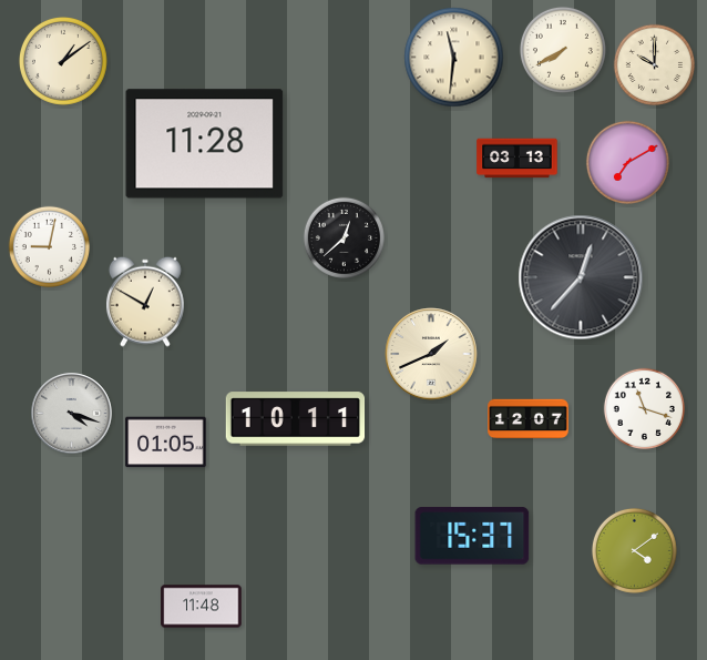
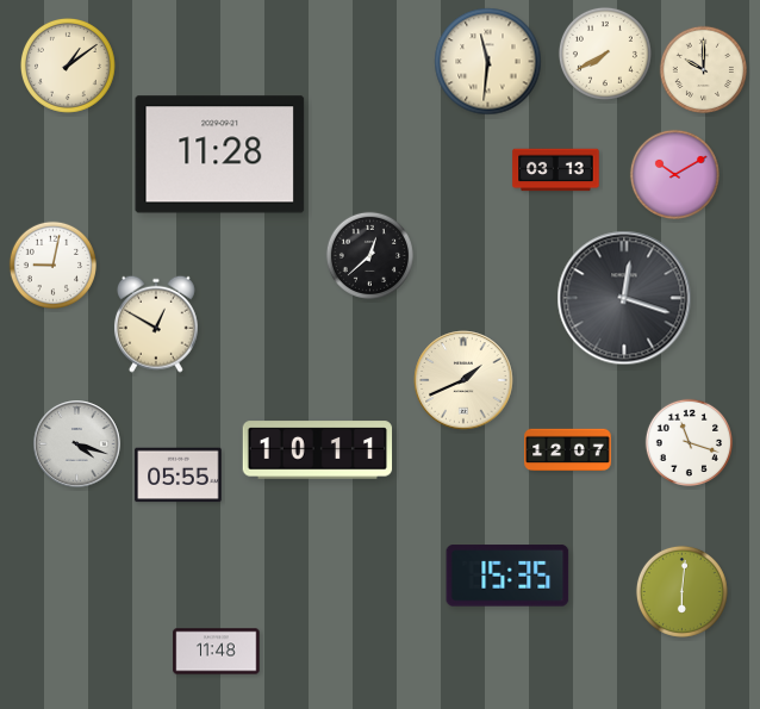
clock at (627, 162): 7:10 -> 10:10
clock at (581, 277): 12:37 -> 12:18
clock at (644, 408) position: (644, 408) -> (689, 442)
clock at (166, 443): 01:05 -> 05:55
clock at (472, 536): 15:37 -> 15:35
clock at (634, 550): 4:09 -> 6:01
